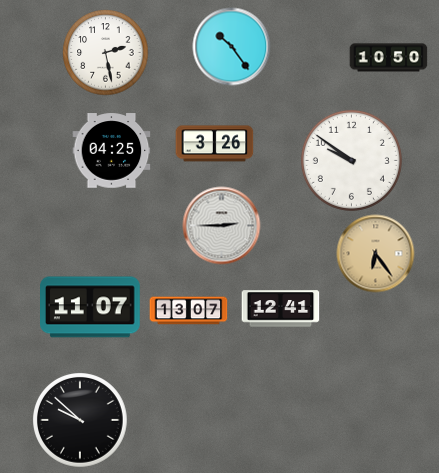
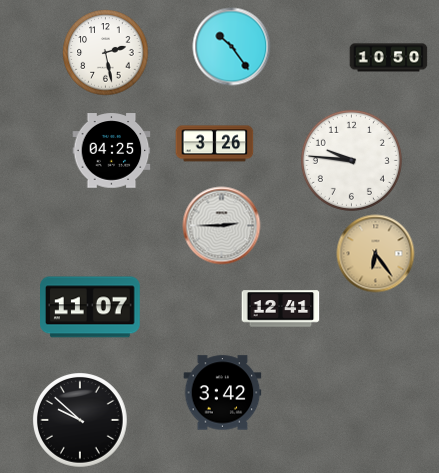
clock at (351, 160): 9:51 -> 9:46
clock at (188, 311): 13:07 -> none
clock at (222, 393): none -> 3:42
